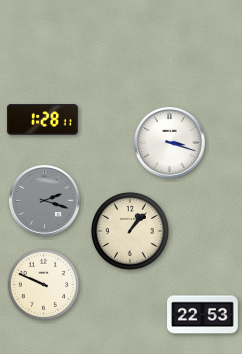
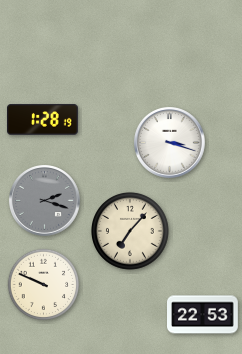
clock at (43, 120): 1:28:11 -> 1:28:19
clock at (131, 232): 1:07 -> 7:07
